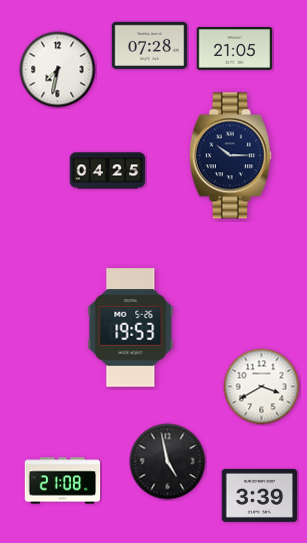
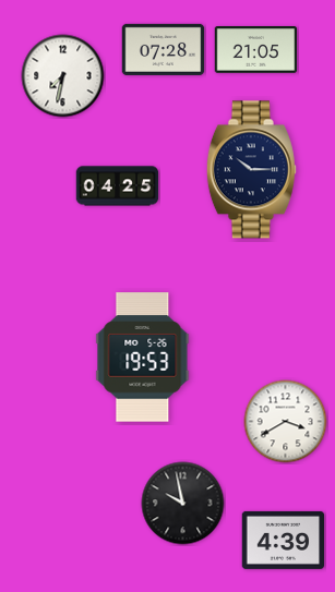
clock at (235, 49) position: (235, 49) -> (256, 50)
clock at (168, 462): 4:58 -> 9:58
clock at (63, 481): 21:08 -> none
clock at (260, 495): 3:39 -> 4:39
